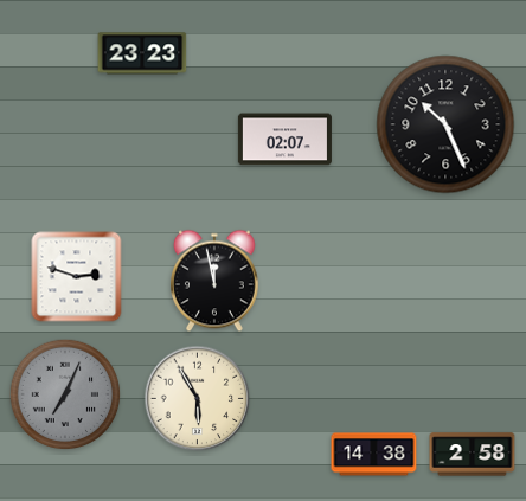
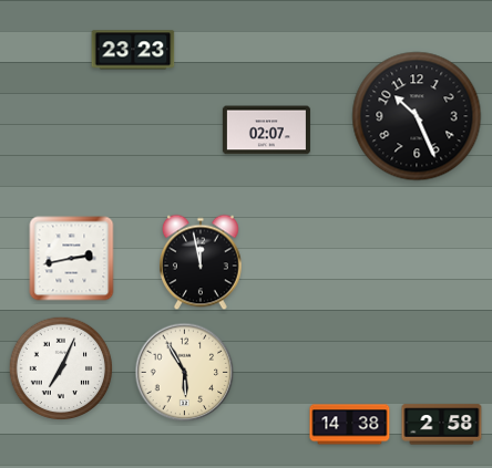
clock at (77, 277): 2:48 -> 2:43
clock at (65, 394) dial: grey -> white
